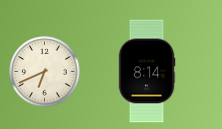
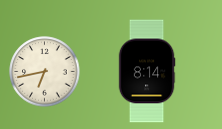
clock at (45, 72): 6:41 -> 6:43
